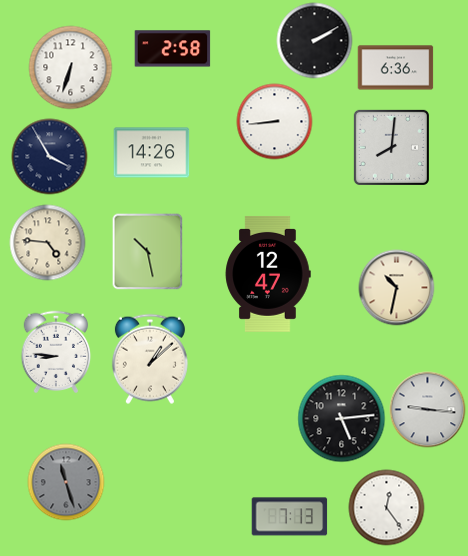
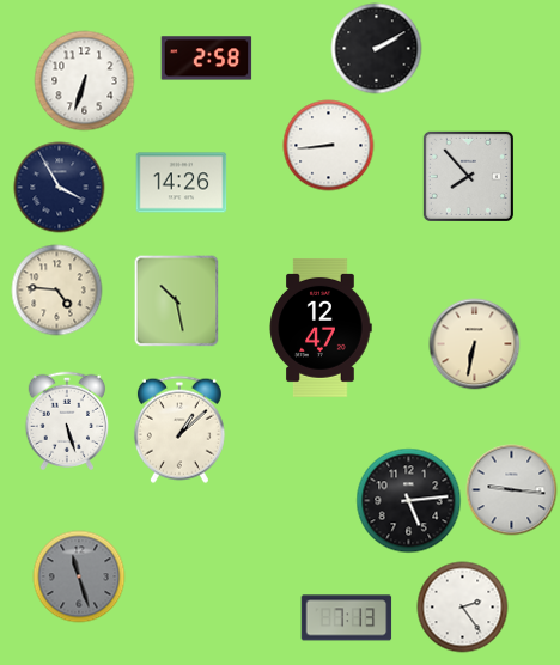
clock at (396, 68): 6:36 -> none
clock at (391, 147): 8:01 -> 7:53
clock at (397, 288): 10:32 -> 6:32
clock at (56, 352): 8:46 -> 5:27
clock at (387, 508): 12:24 -> 2:24
